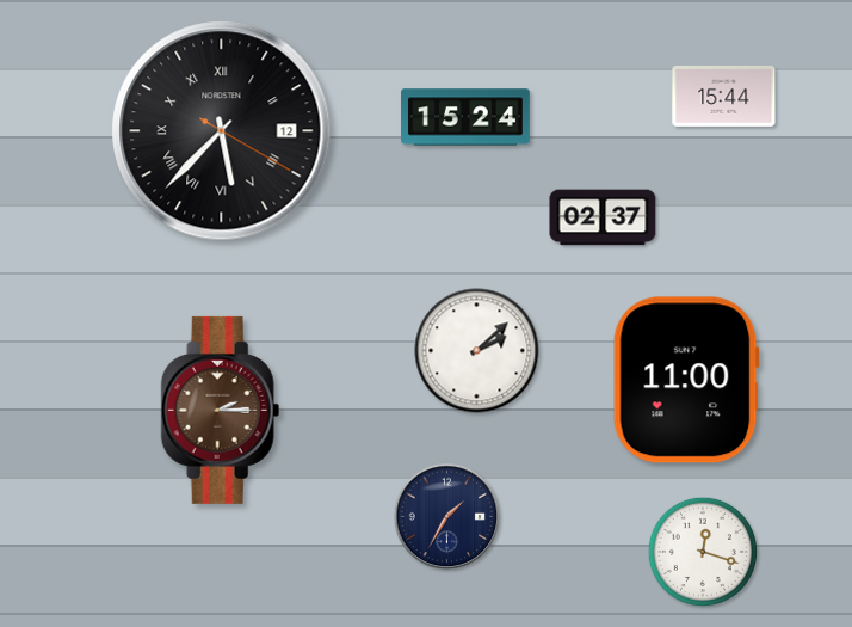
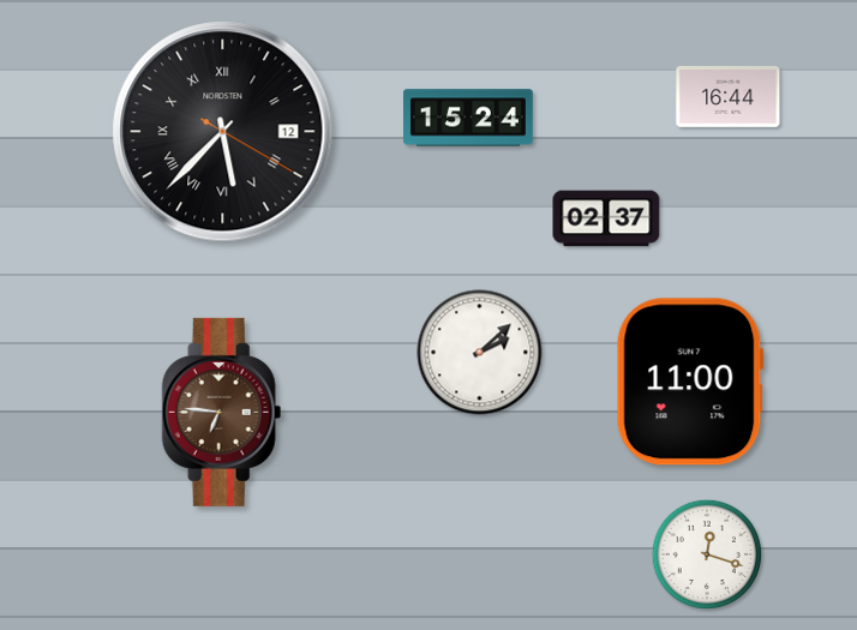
clock at (724, 96): 15:44 -> 16:44
clock at (221, 410): 2:15 -> 6:46
clock at (447, 517): 1:35 -> none
